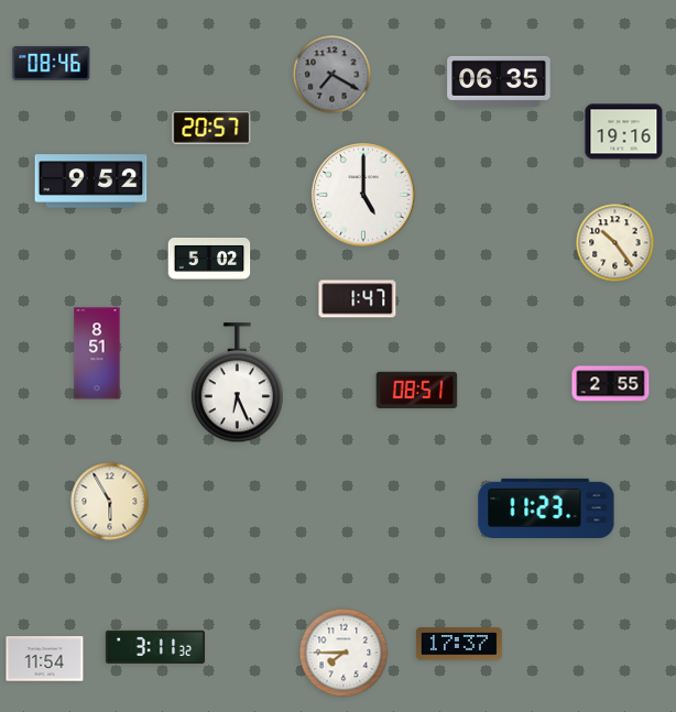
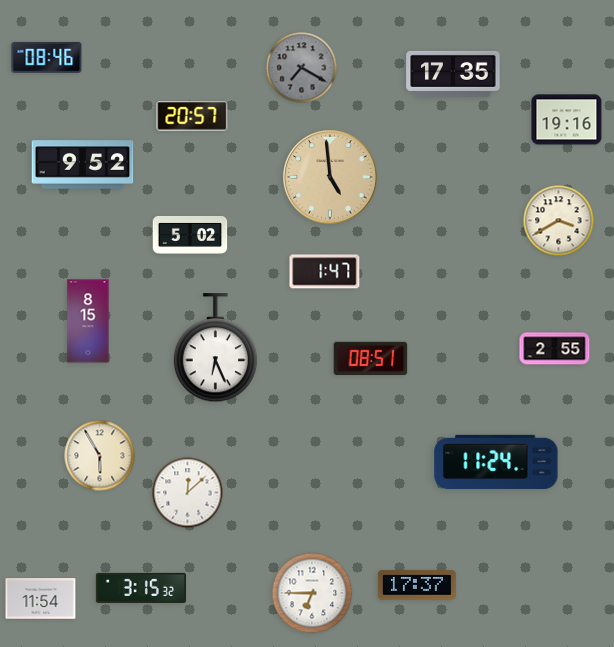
clock at (499, 81): 06:35 -> 17:35
clock at (363, 195): 5:00 -> 4:59
clock at (363, 195) dial: white -> champagne
clock at (615, 243): 10:24 -> 3:40
clock at (97, 353): 8:51 -> 8:15
clock at (417, 390) position: (417, 390) -> (371, 358)
clock at (546, 508): 11:23 -> 11:24
clock at (188, 493): none -> 12:08
clock at (155, 647): 3:11 -> 3:15
clock at (344, 653): 7:45 -> 6:45
